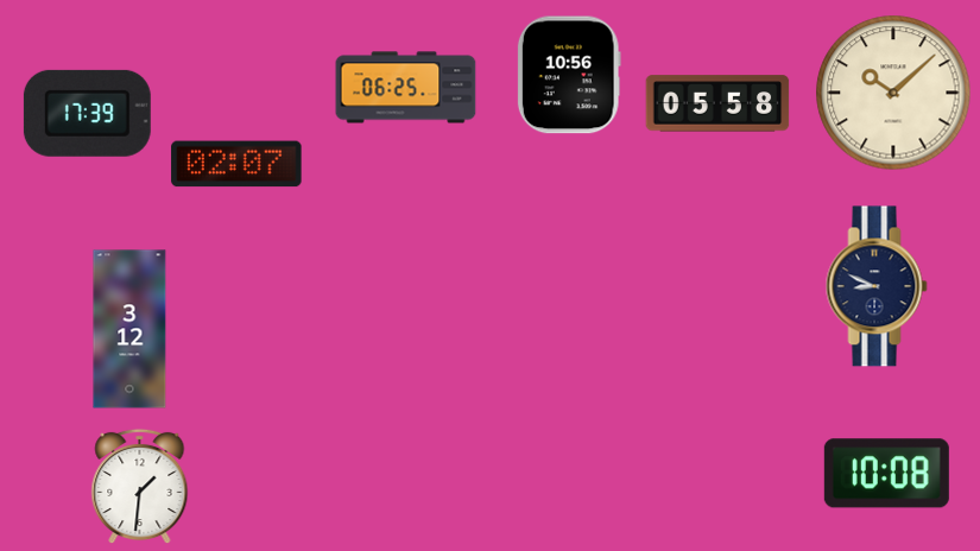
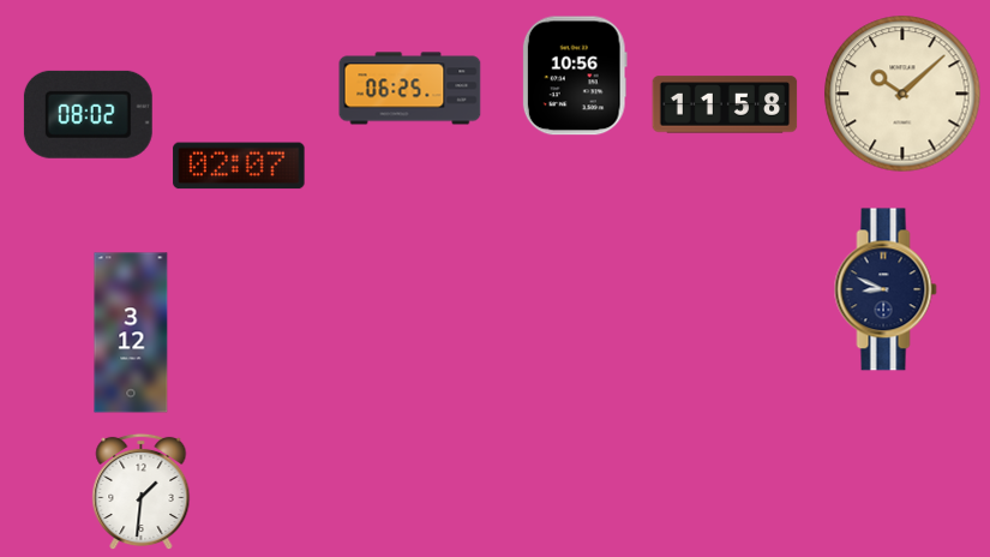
clock at (717, 103): 05:58 -> 11:58
clock at (87, 113): 17:39 -> 08:02
clock at (886, 474): 10:08 -> none
